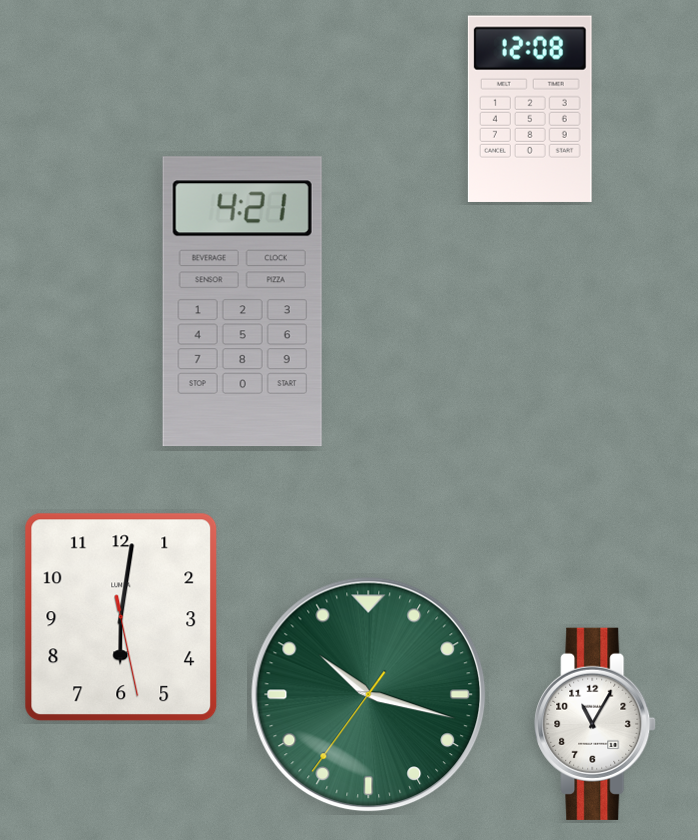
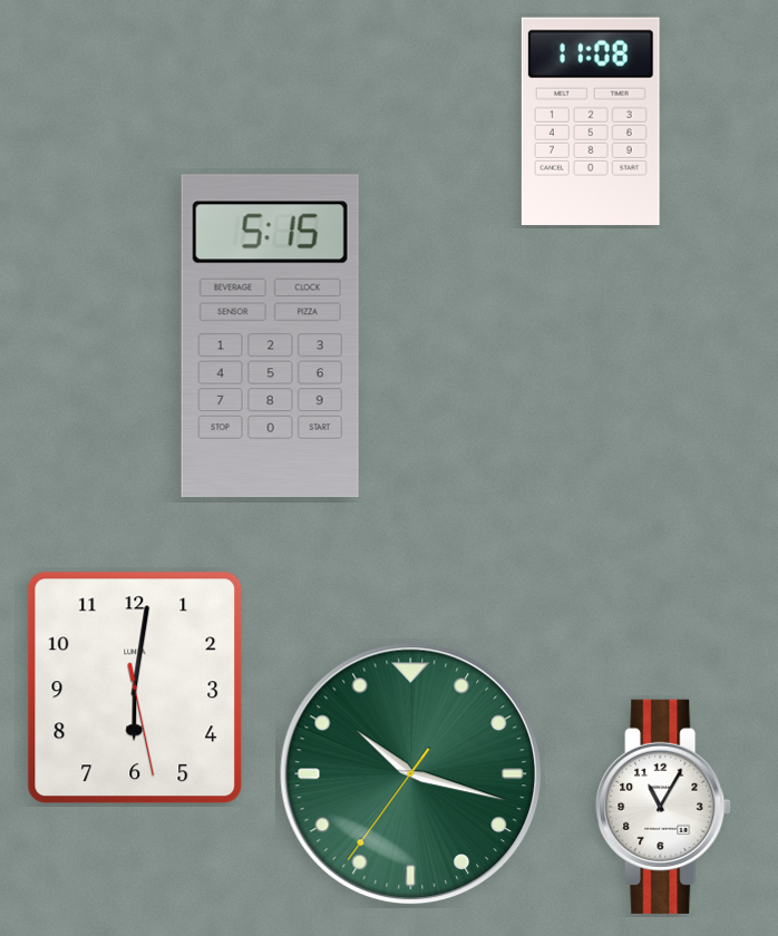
clock at (530, 109): 12:08 -> 11:08
clock at (242, 302): 4:21 -> 5:15
